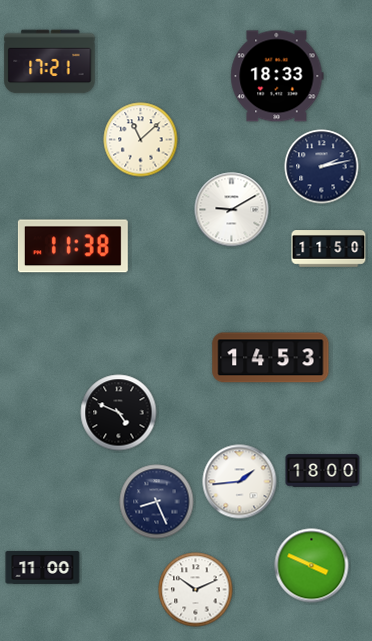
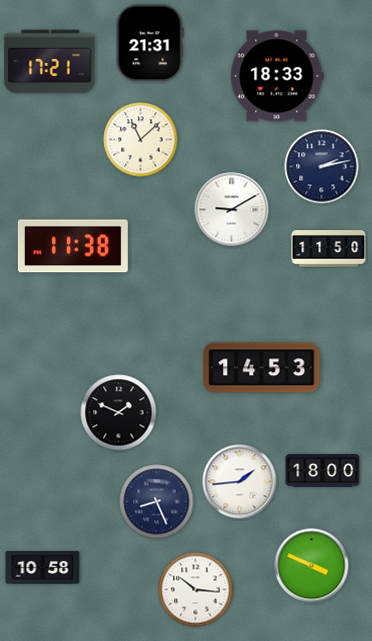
clock at (150, 43): none -> 21:31
clock at (271, 358) position: (271, 358) -> (262, 368)
clock at (119, 413): 4:49 -> 1:49
clock at (43, 567): 11:00 -> 10:58
clock at (196, 590): 10:11 -> 10:16
